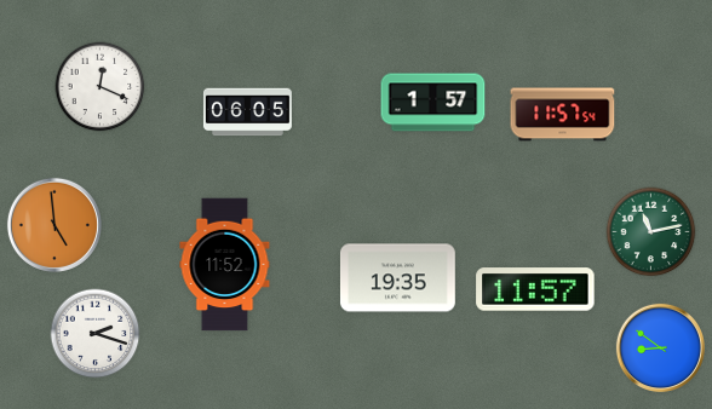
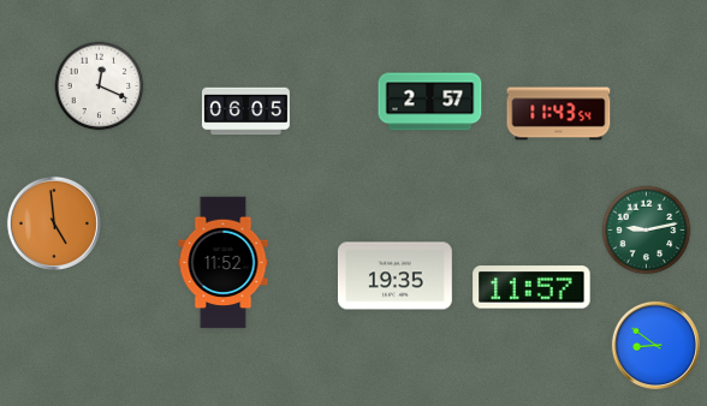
clock at (433, 103): 1:57 -> 2:57
clock at (563, 115): 11:57 -> 11:43
clock at (651, 232): 11:13 -> 9:13
clock at (96, 334): 2:18 -> none
